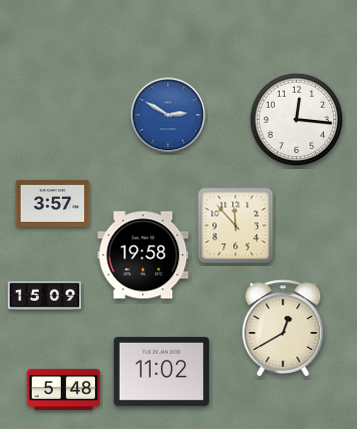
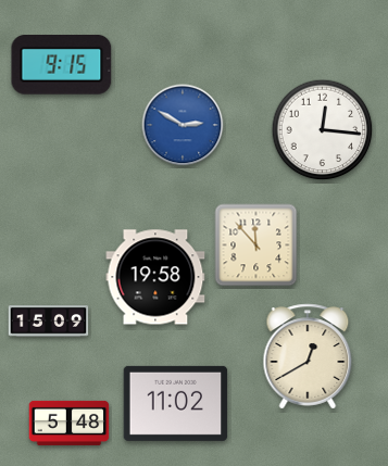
clock at (62, 65): none -> 9:15
clock at (53, 204): 3:57 -> none
